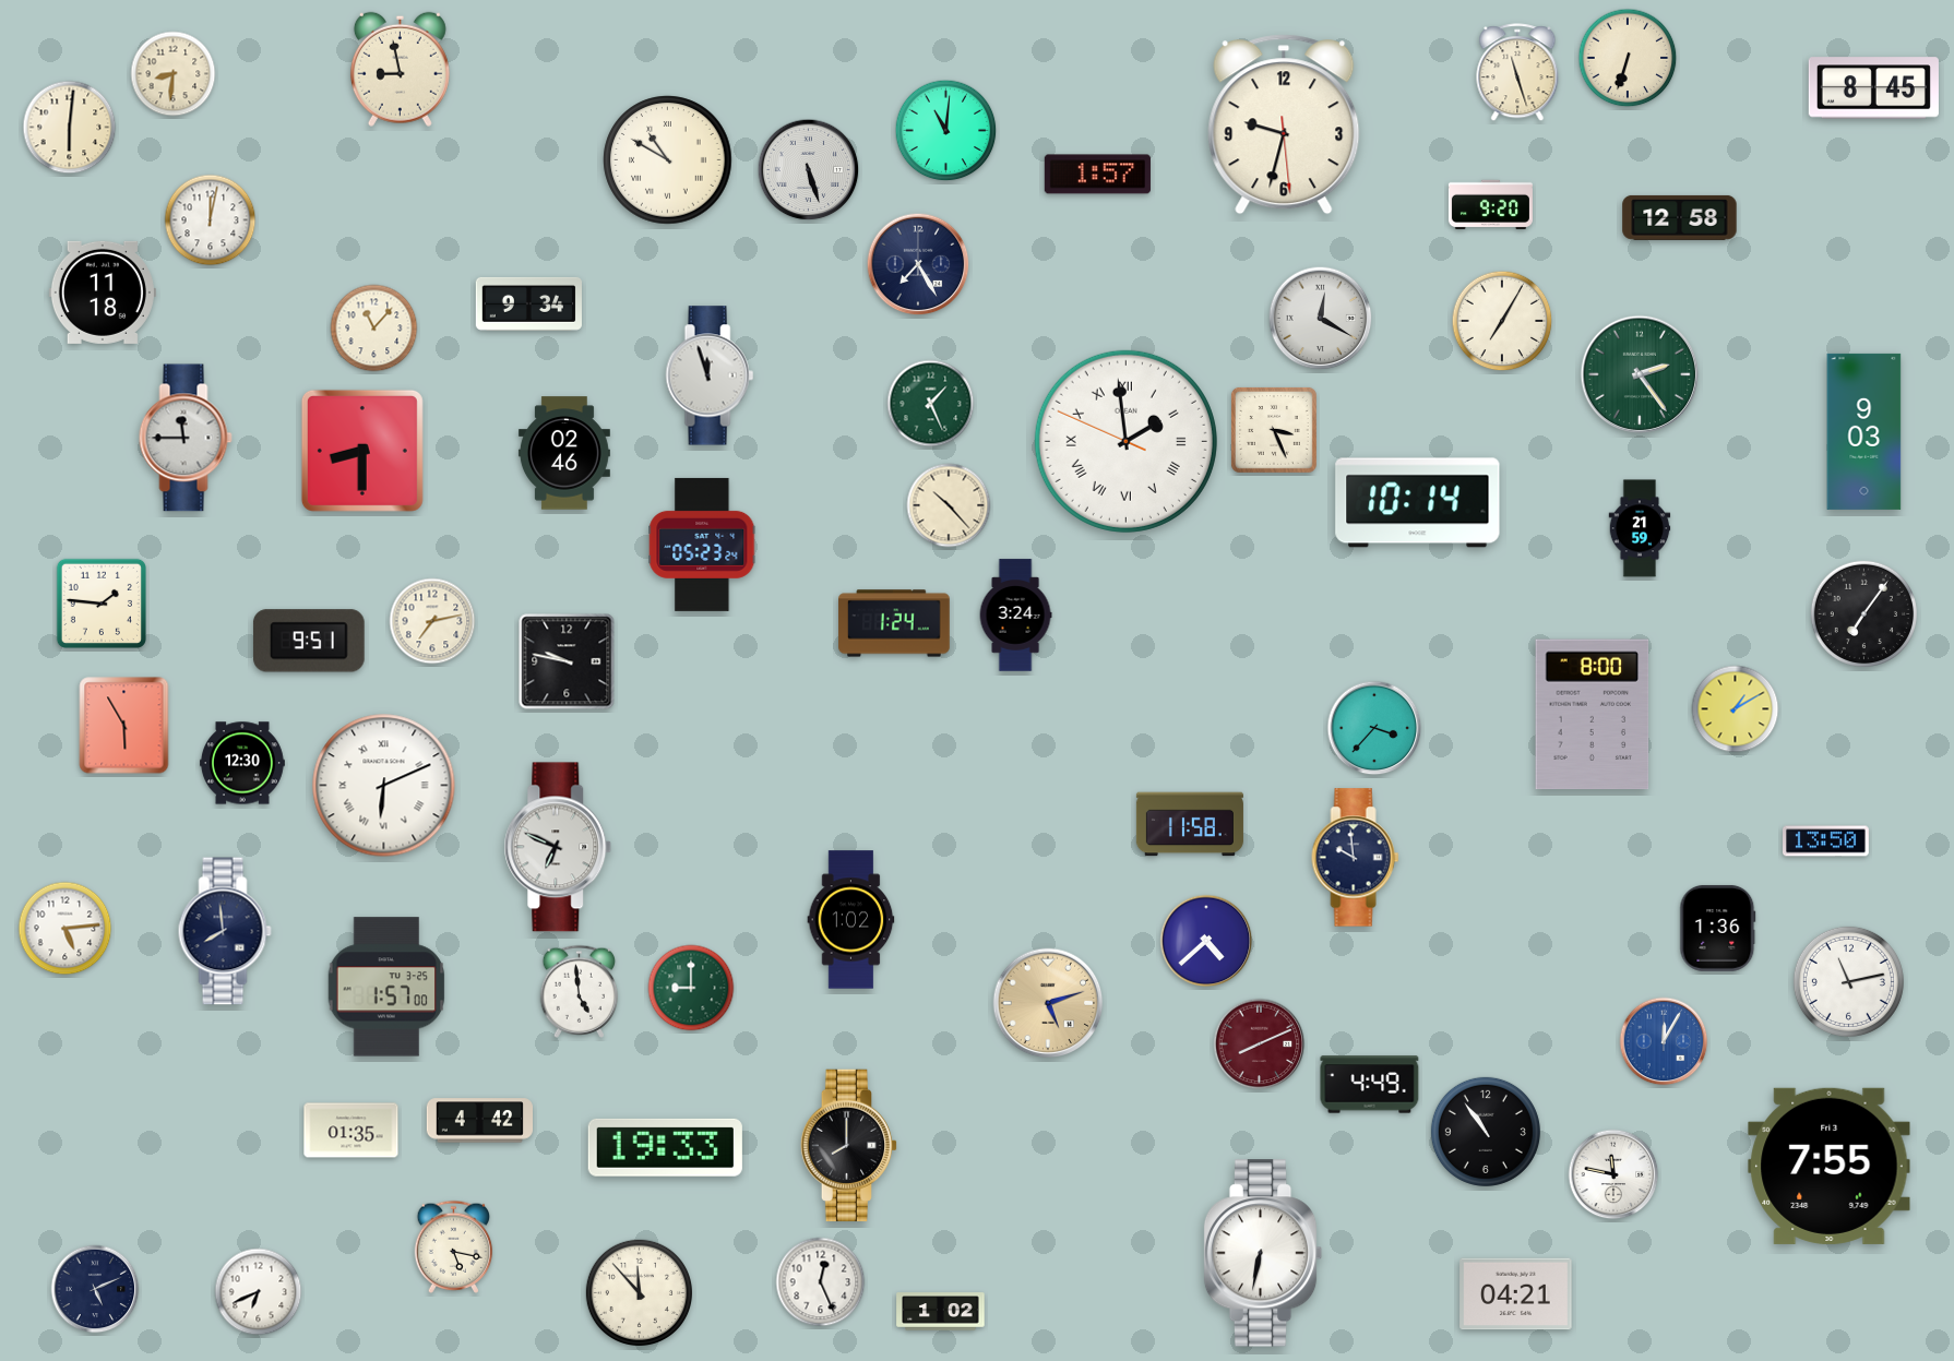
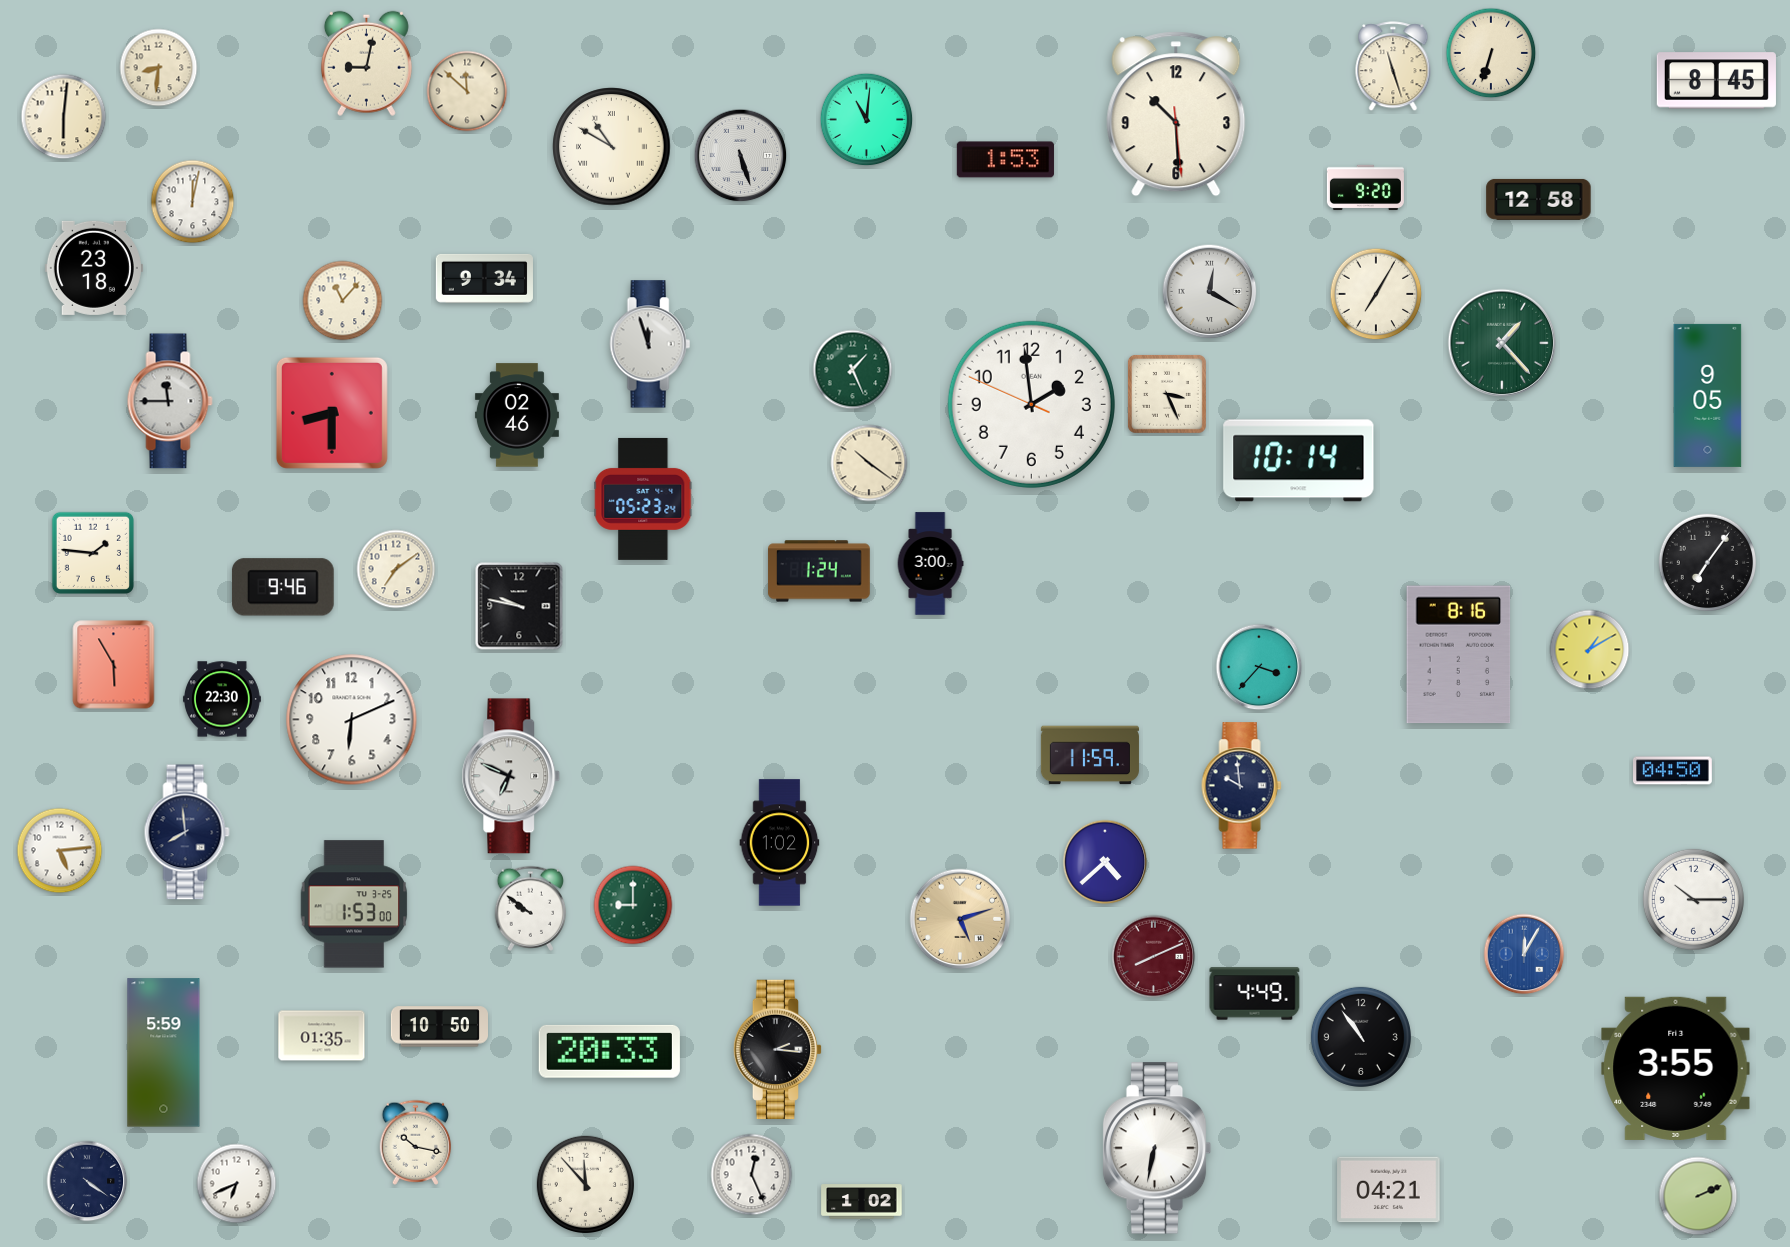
clock at (400, 69): 8:58 -> 9:02
clock at (1517, 73) position: (1517, 73) -> (1393, 67)
clock at (467, 91): none -> 11:52
clock at (1284, 124): 9:32 -> 10:29
clock at (1097, 175): 1:57 -> 1:53
clock at (918, 264): 7:25 -> none
clock at (103, 293): 11:18 -> 23:18
clock at (1640, 374): 2:24 -> 1:23
clock at (1864, 431): 9:03 -> 9:05
clock at (1125, 441) numerals: Roman -> Arabic
clock at (949, 505): 10:23 -> 10:21
clock at (1640, 528): 21:59 -> none
clock at (1015, 616): 3:24 -> 3:00
clock at (432, 621): 7:13 -> 7:09
clock at (309, 641): 9:51 -> 9:46
clock at (1593, 715): 8:00 -> 8:16
clock at (242, 763): 12:30 -> 22:30
clock at (384, 786) numerals: Roman -> Arabic
clock at (1190, 824): 11:58 -> 11:59
clock at (1826, 841): 13:50 -> 04:50
clock at (1718, 928): 1:36 -> none
clock at (225, 931) position: (225, 931) -> (187, 832)
clock at (1848, 981): 11:13 -> 10:15
clock at (386, 987): 1:57 -> 1:53
clock at (580, 991): 4:59 -> 9:51
clock at (479, 1121): 4:42 -> 10:50
clock at (849, 1146): 8:00 -> 2:16
clock at (665, 1147): 19:33 -> 20:33
clock at (164, 1053): none -> 5:59
clock at (1830, 1166): 7:55 -> 3:55
clock at (1613, 1174): 11:47 -> none
clock at (454, 1246): 5:17 -> 10:17
clock at (95, 1289): 5:11 -> 4:21
clock at (1516, 1294) position: (1516, 1294) -> (1389, 1190)
clock at (1698, 1196): none -> 2:11
